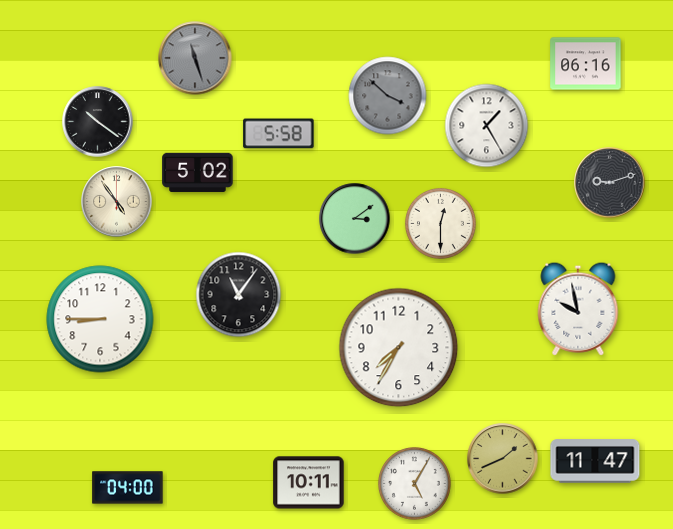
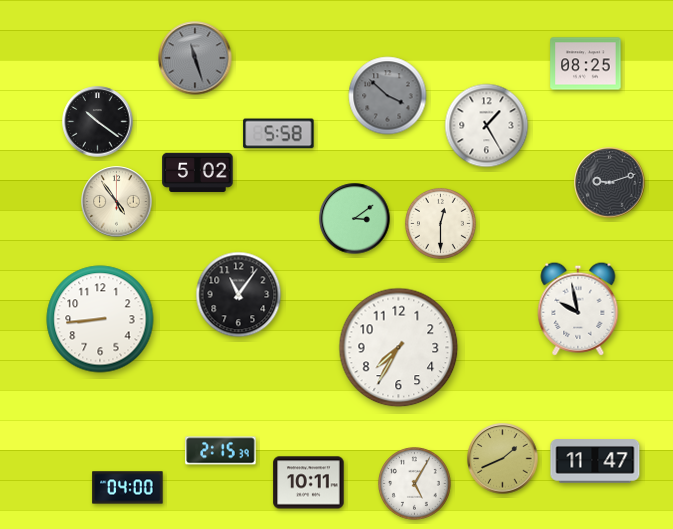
clock at (586, 64): 06:16 -> 08:25
clock at (100, 319): 8:45 -> 8:44
clock at (221, 451): none -> 2:15
